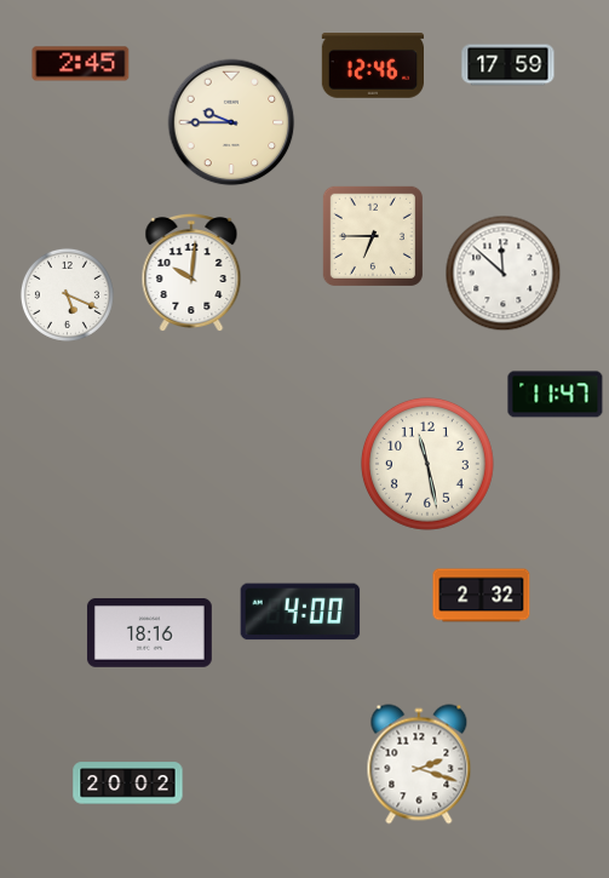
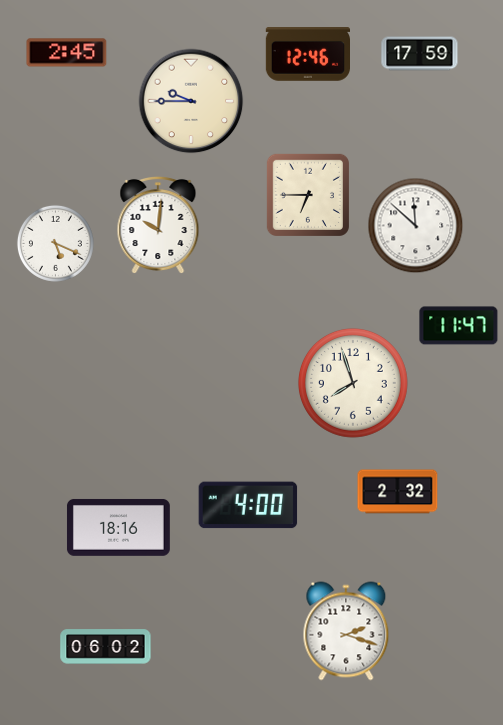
clock at (427, 464): 11:28 -> 7:57
clock at (149, 632) position: (149, 632) -> (118, 527)
clock at (128, 784): 20:02 -> 06:02
